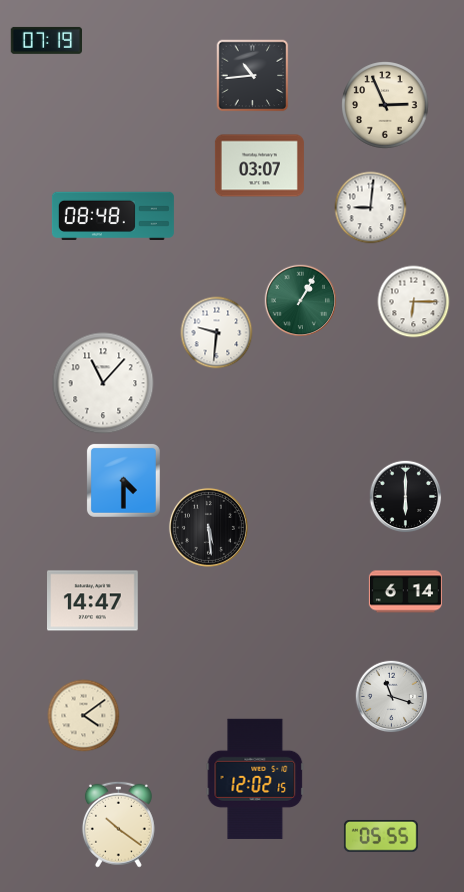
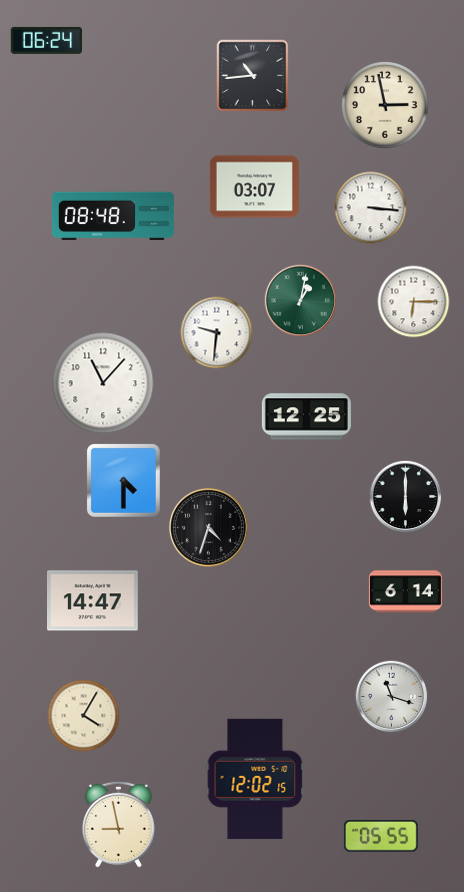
clock at (46, 40): 07:19 -> 06:24
clock at (385, 105): 2:56 -> 2:58
clock at (259, 166) position: (259, 166) -> (254, 187)
clock at (371, 208): 9:01 -> 3:16
clock at (301, 301): 1:05 -> 1:02
clock at (306, 417): none -> 12:25
clock at (208, 527): 5:29 -> 4:33
clock at (84, 716): 4:09 -> 4:05
clock at (118, 824): 10:21 -> 8:58
